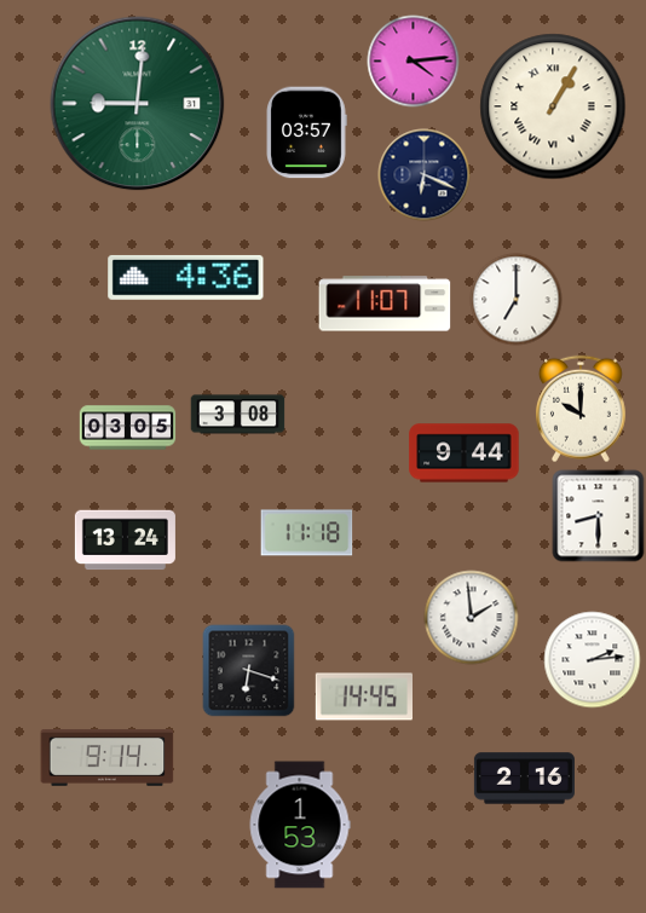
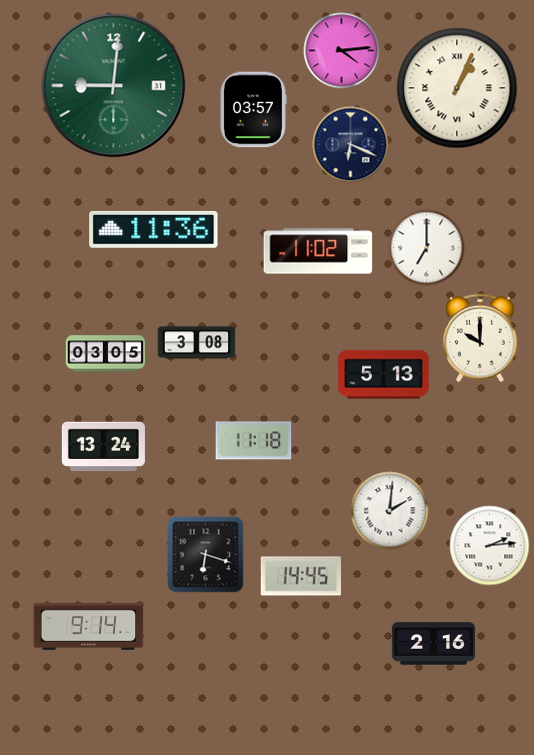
clock at (553, 106): 1:05 -> 1:04
clock at (186, 277): 4:36 -> 11:36
clock at (385, 304): 11:07 -> 11:02
clock at (465, 453): 9:44 -> 5:13
clock at (599, 516): 8:30 -> none
clock at (472, 618): 1:59 -> 2:01
clock at (300, 825): 1:53 -> none
